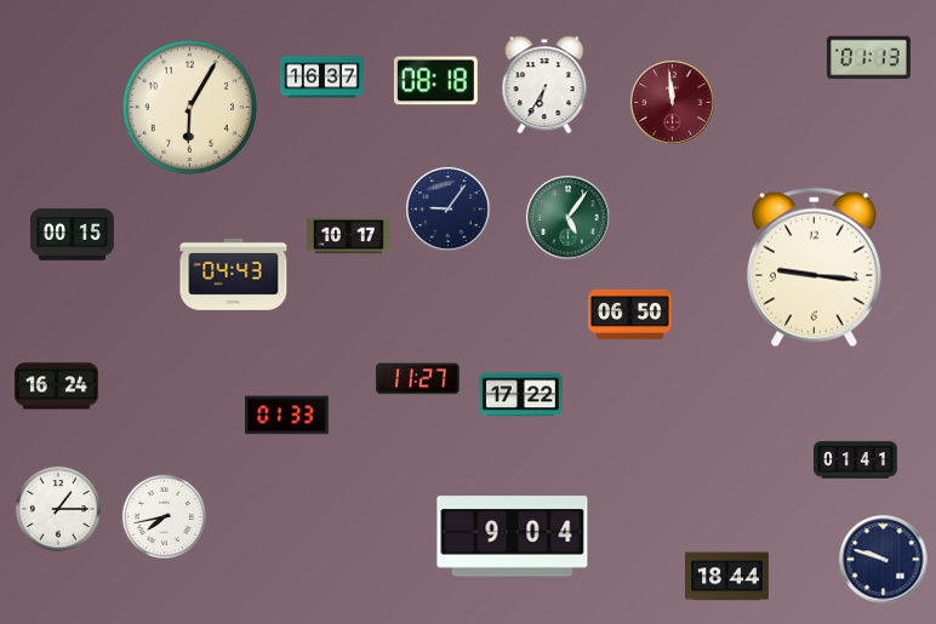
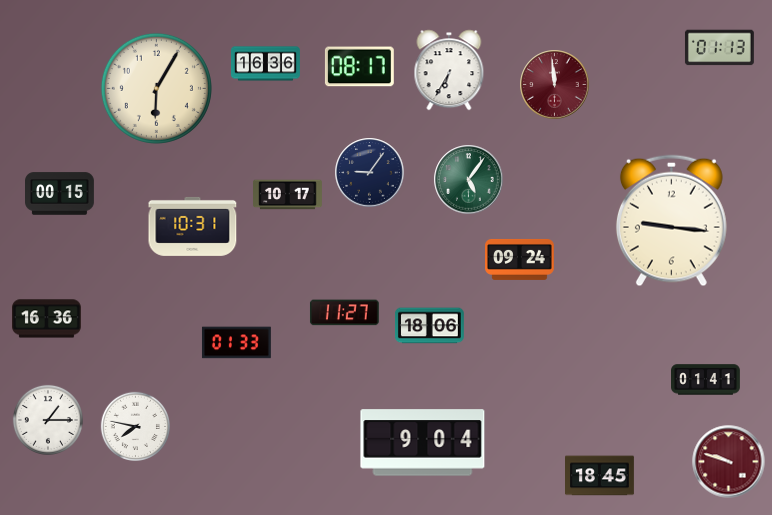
clock at (868, 58) position: (868, 58) -> (719, 48)
clock at (323, 78): 16:37 -> 16:36
clock at (435, 81): 08:18 -> 08:17
clock at (234, 274): 04:43 -> 10:31
clock at (630, 314): 06:50 -> 09:24
clock at (57, 387): 16:24 -> 16:36
clock at (521, 395): 17:22 -> 18:06
clock at (164, 516): 7:43 -> 7:47
clock at (884, 560) dial: navy -> burgundy
clock at (727, 577): 18:44 -> 18:45
